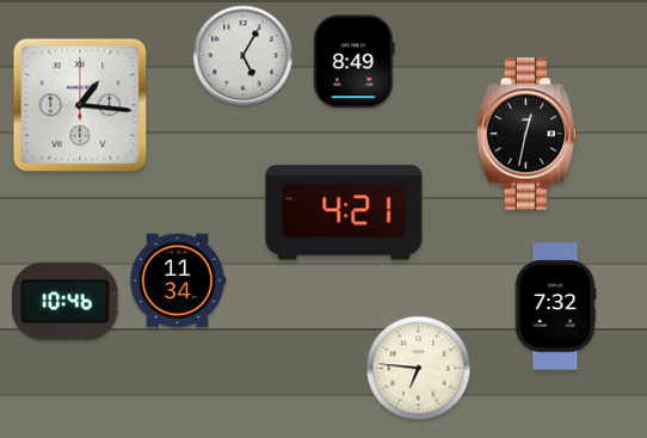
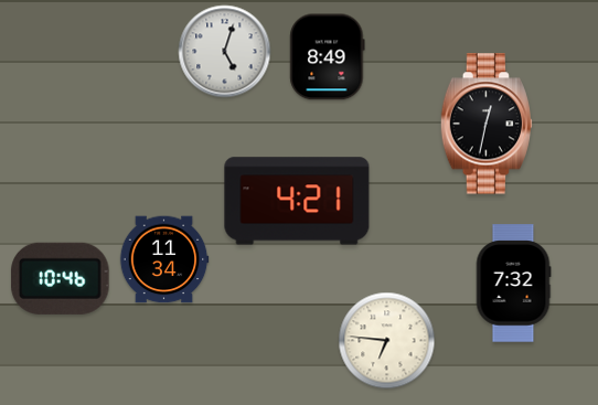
clock at (244, 56): 5:05 -> 5:03
clock at (80, 105): 1:16 -> none
clock at (344, 212) position: (344, 212) -> (297, 201)
